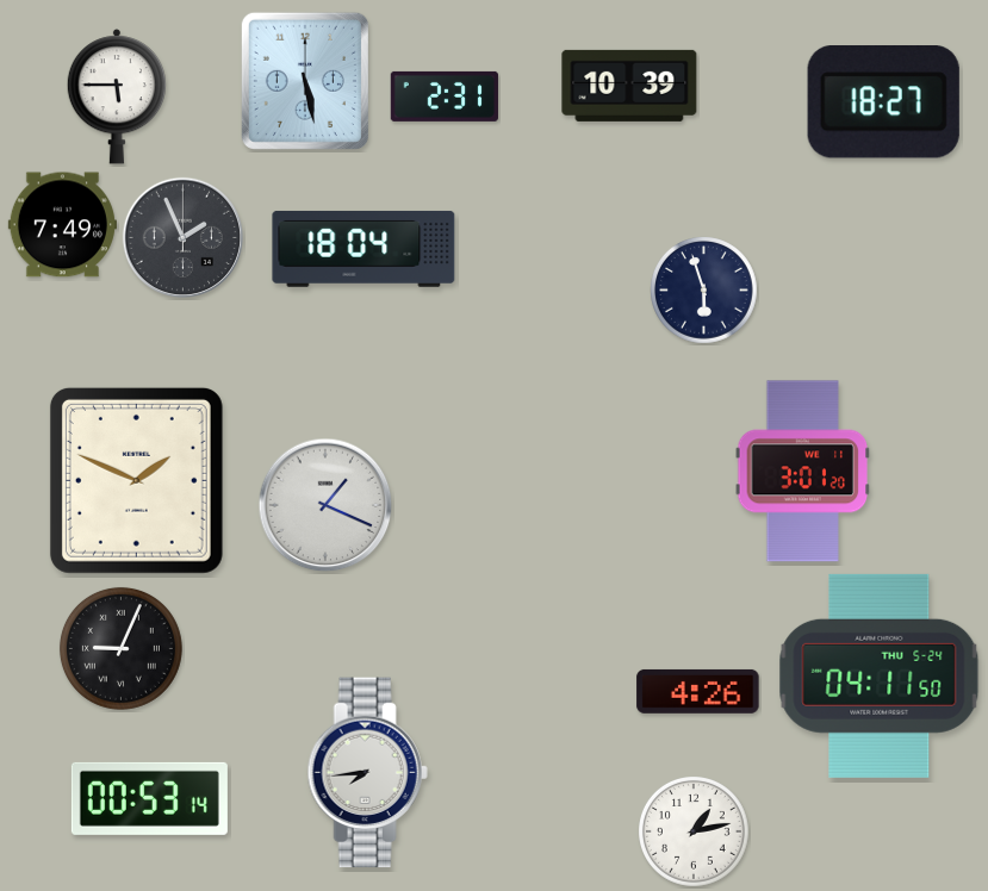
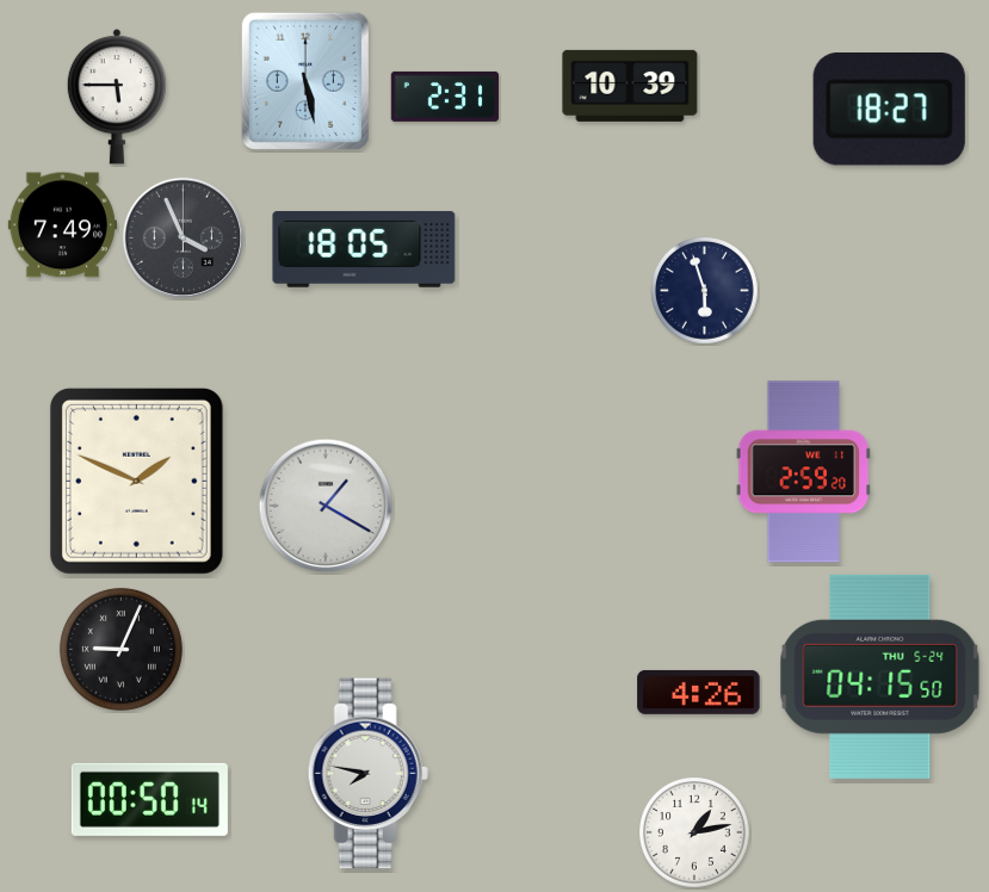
clock at (883, 102) position: (883, 102) -> (889, 110)
clock at (182, 237): 1:56 -> 3:56
clock at (363, 249): 18:04 -> 18:05
clock at (803, 472): 3:01 -> 2:59
clock at (325, 505): 1:19 -> 1:20
clock at (880, 675): 04:11 -> 04:15
clock at (367, 773): 7:44 -> 7:47
clock at (149, 798): 00:53 -> 00:50
